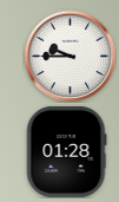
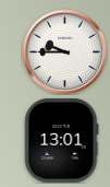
clock at (67, 151): 01:28 -> 13:01
